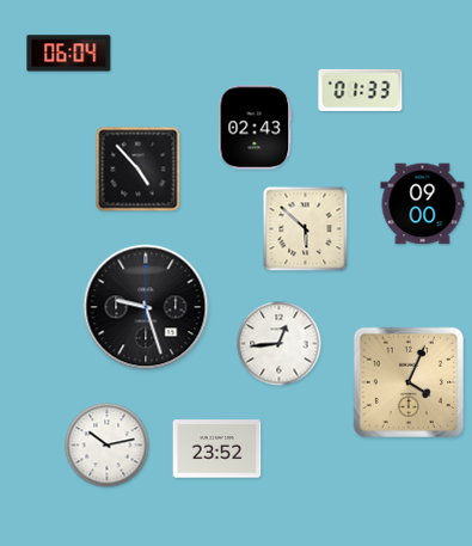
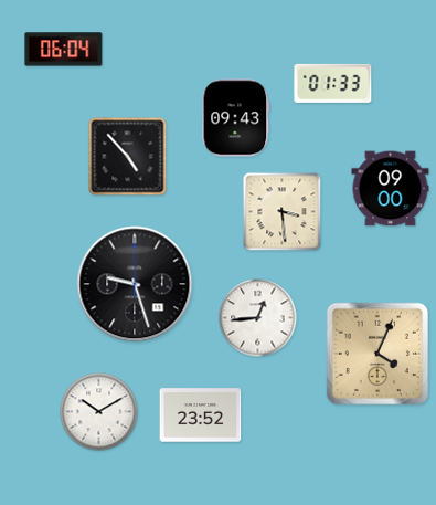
clock at (256, 128): 02:43 -> 09:43
clock at (306, 229): 5:52 -> 3:29
clock at (108, 446): 10:13 -> 10:10
